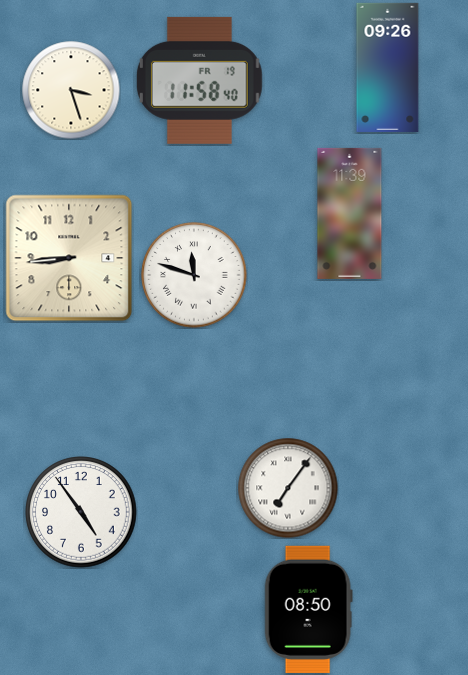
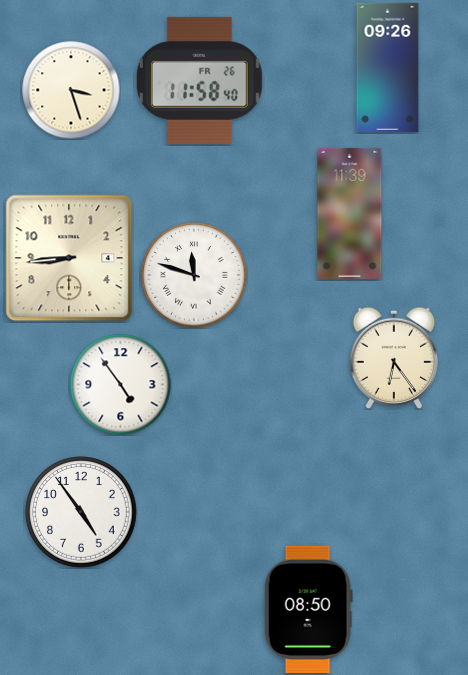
clock at (199, 80) date: FR 19 -> FR 26
clock at (394, 358): none -> 6:24
clock at (121, 385): none -> 4:54
clock at (288, 488): 7:06 -> none
